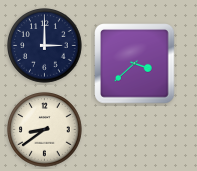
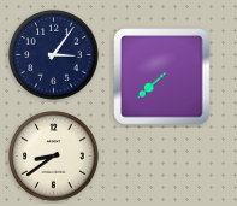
clock at (45, 46): 3:00 -> 3:06
clock at (135, 64): 3:38 -> 7:38
